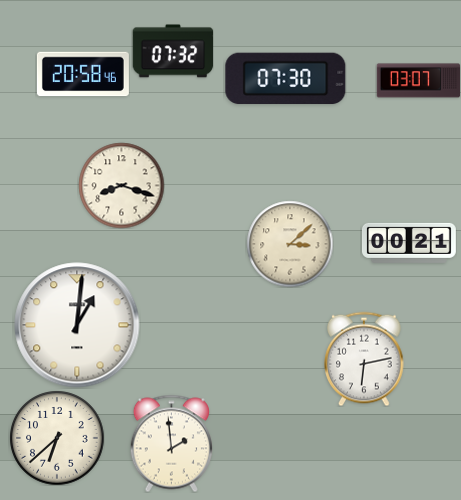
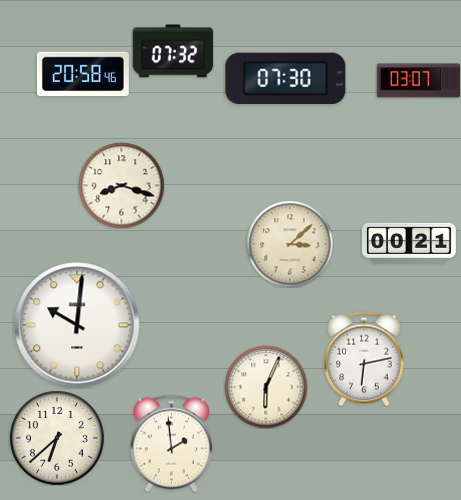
clock at (77, 325): 1:01 -> 10:01
clock at (266, 387): none -> 6:04
